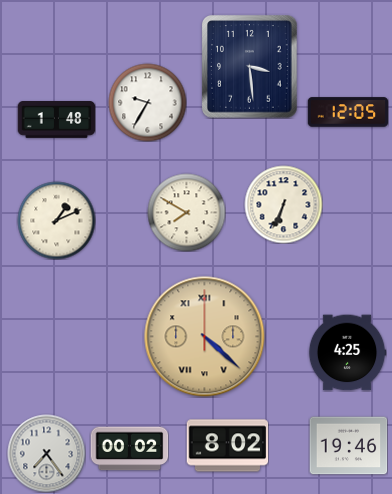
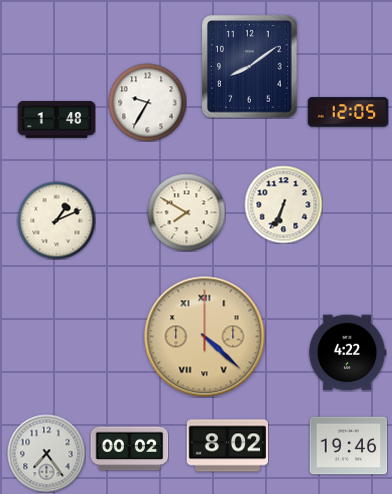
clock at (250, 67): 3:29 -> 8:09
clock at (347, 353): 4:25 -> 4:22
